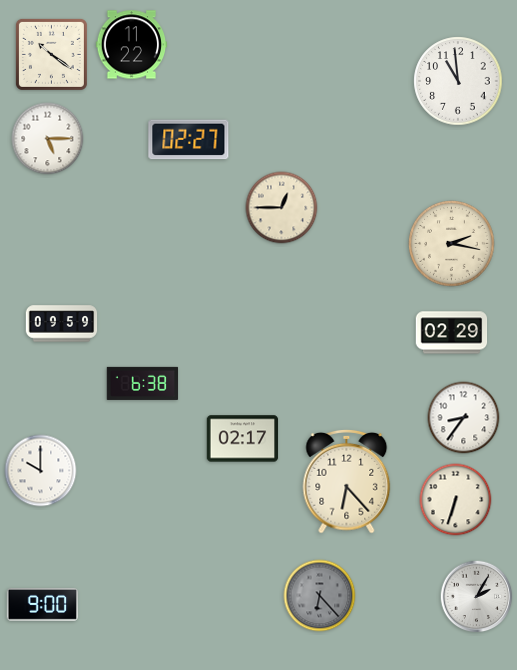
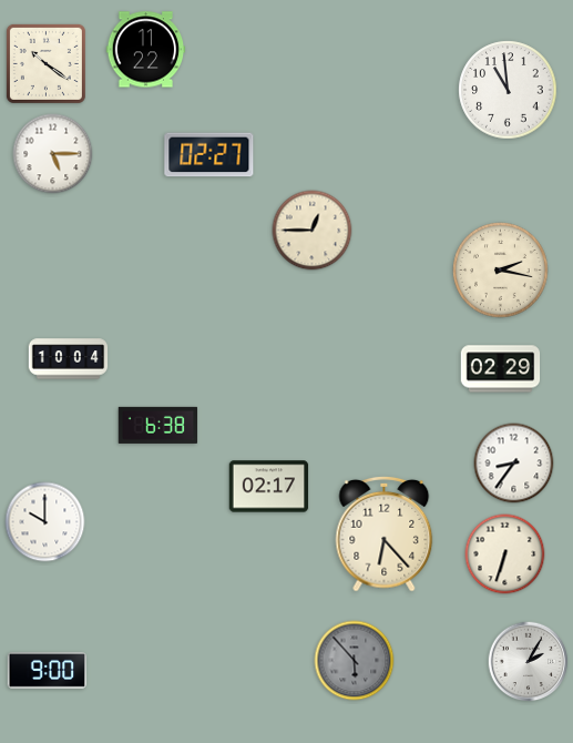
clock at (51, 54) position: (51, 54) -> (45, 63)
clock at (62, 324): 09:59 -> 10:04
clock at (320, 596): 6:23 -> 5:53
